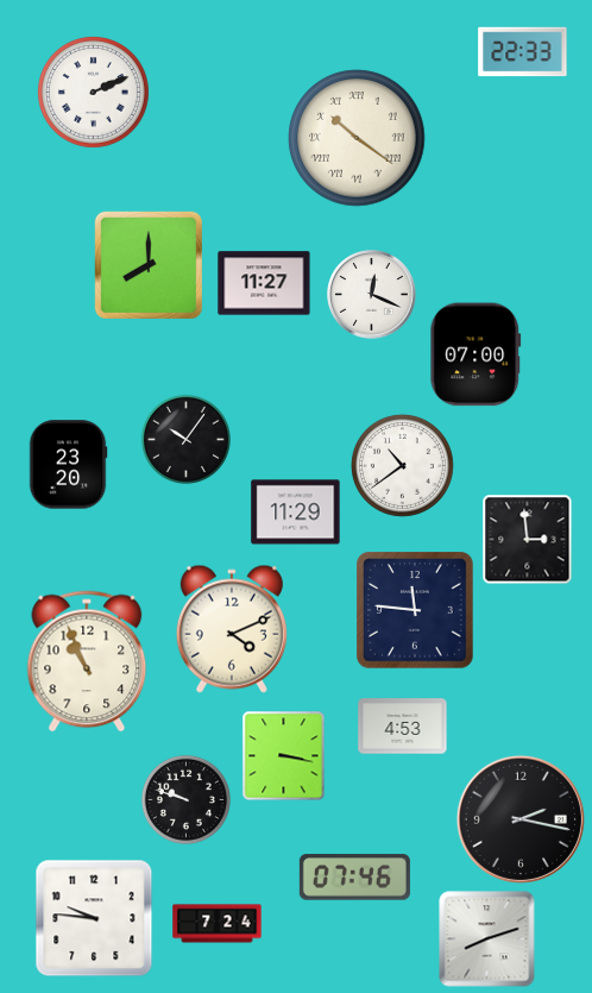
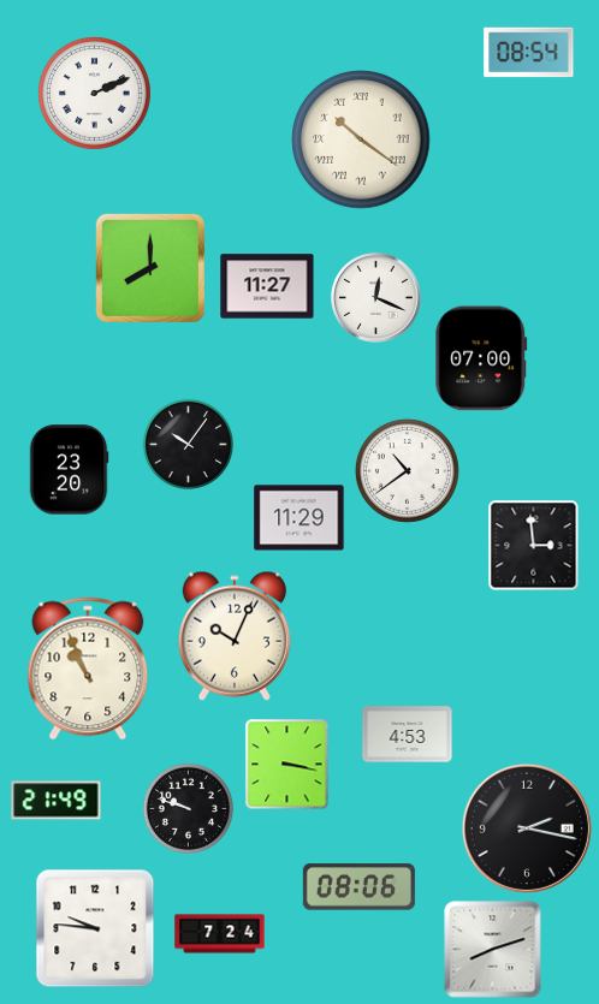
clock at (523, 52): 22:33 -> 08:54
clock at (415, 610): 11:46 -> none
clock at (232, 629): 4:11 -> 10:04
clock at (57, 801): none -> 21:49
clock at (354, 878): 07:46 -> 08:06
